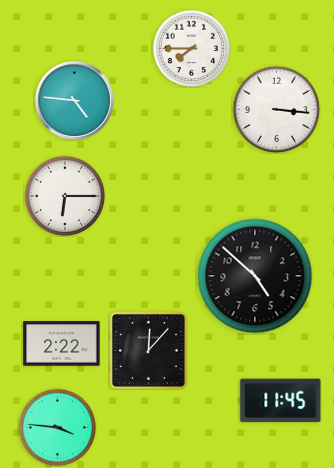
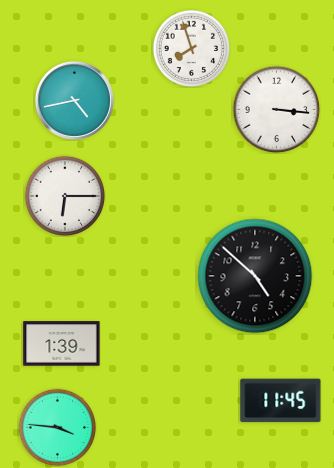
clock at (191, 48): 7:45 -> 7:57
clock at (74, 100): 4:46 -> 4:43
clock at (62, 344): 2:22 -> 1:39
clock at (148, 350): 12:07 -> none
